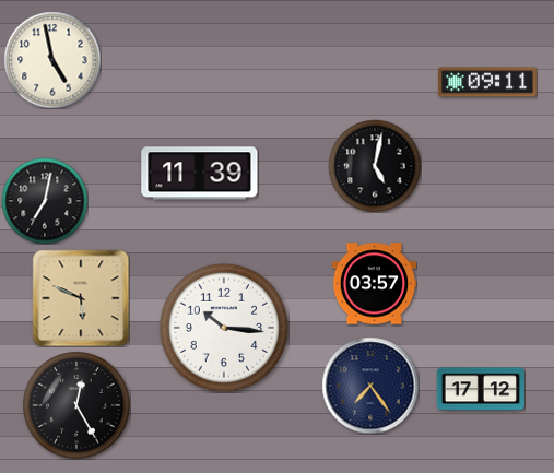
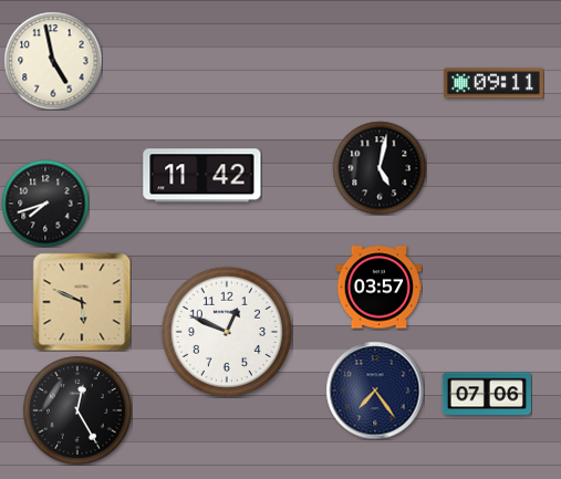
clock at (200, 174): 11:39 -> 11:42
clock at (45, 201): 7:02 -> 7:42
clock at (224, 328): 10:16 -> 12:49
clock at (480, 389): 17:12 -> 07:06
